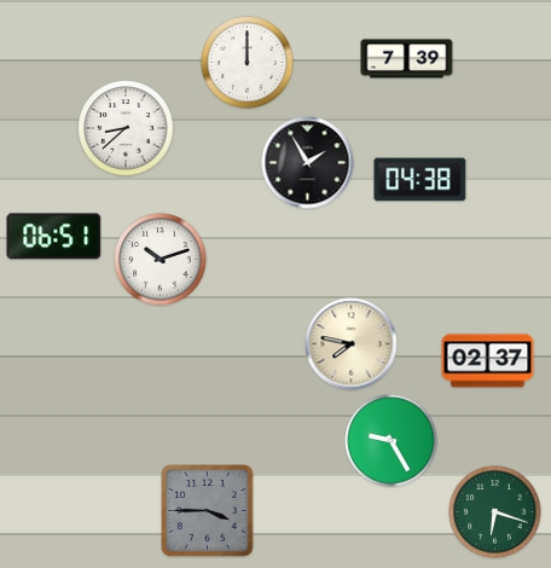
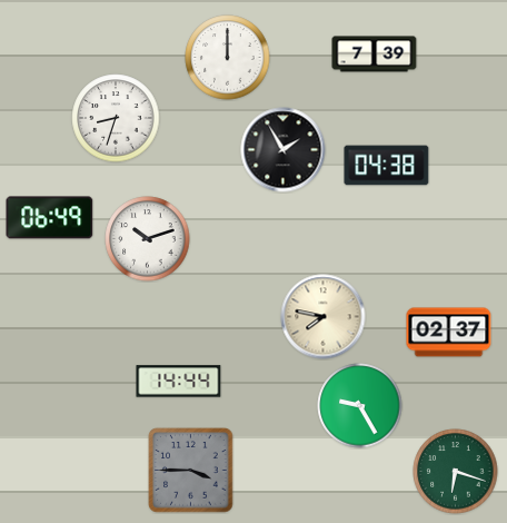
clock at (126, 128): 8:38 -> 8:33
clock at (54, 237): 06:51 -> 06:49
clock at (179, 382): none -> 14:44
